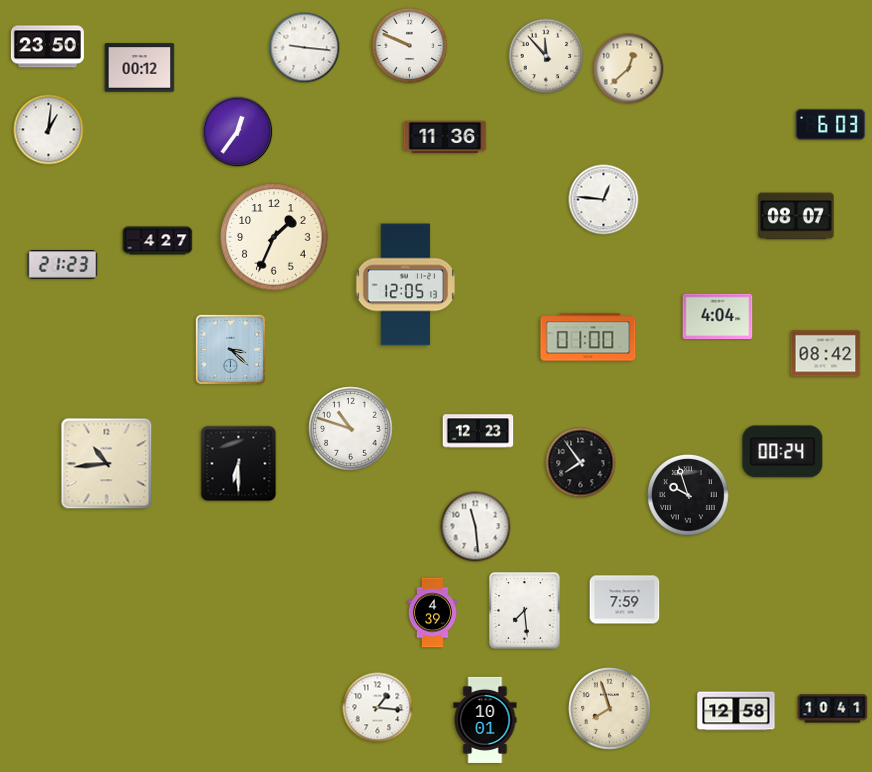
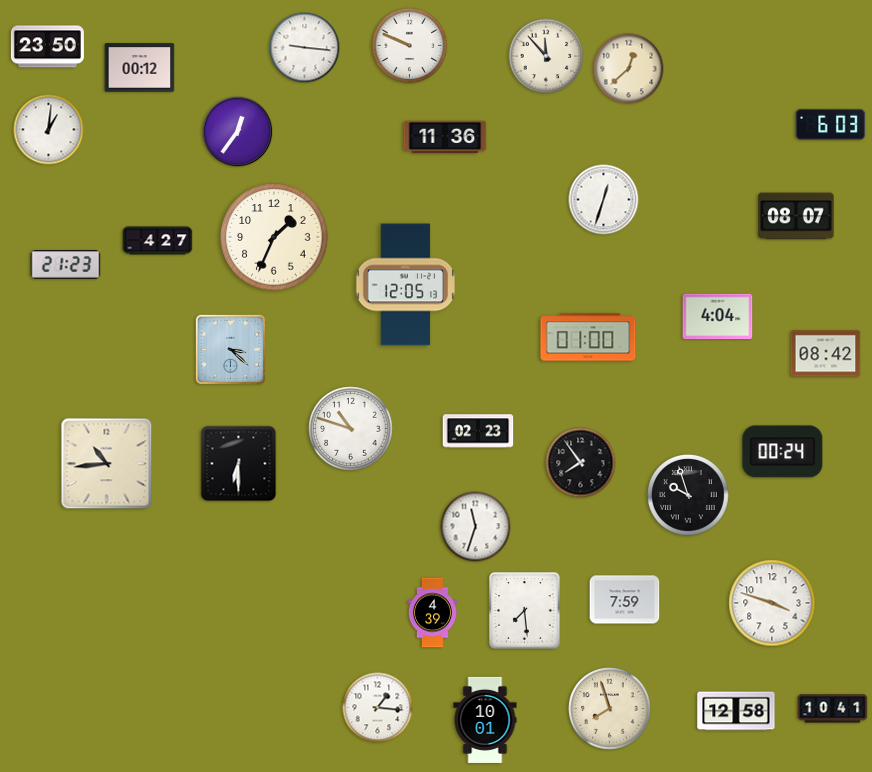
clock at (604, 200): 12:46 -> 12:33
clock at (63, 265) position: (63, 265) -> (66, 265)
clock at (478, 431): 12:23 -> 02:23
clock at (476, 527): 11:29 -> 11:33
clock at (772, 603): none -> 3:48
